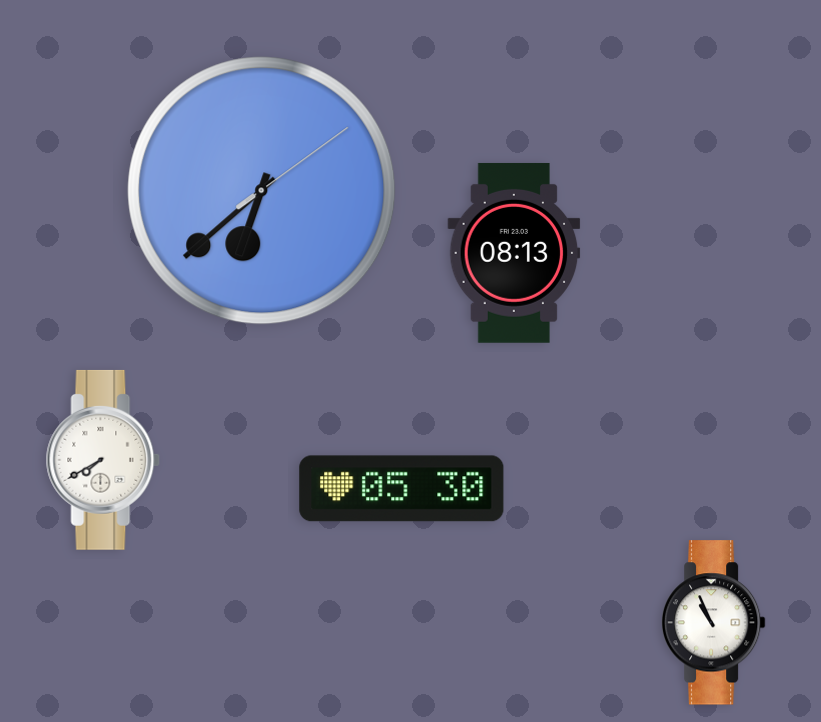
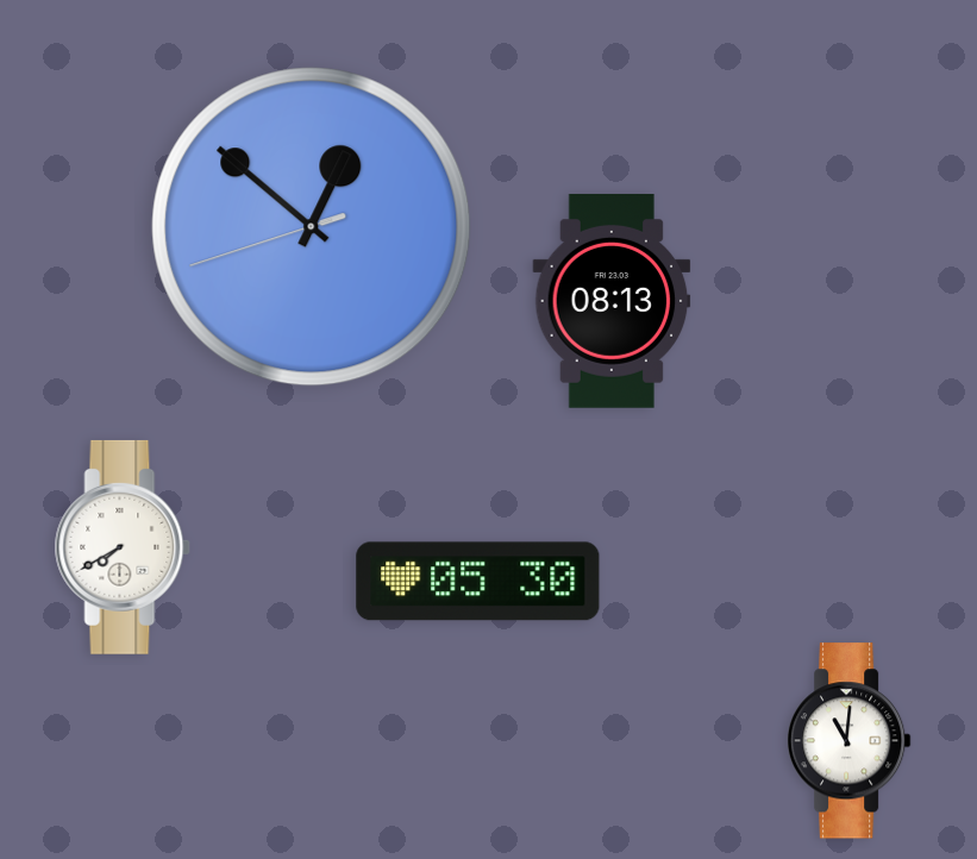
clock at (262, 191): 6:38 -> 12:51
clock at (713, 623): 10:56 -> 11:01
